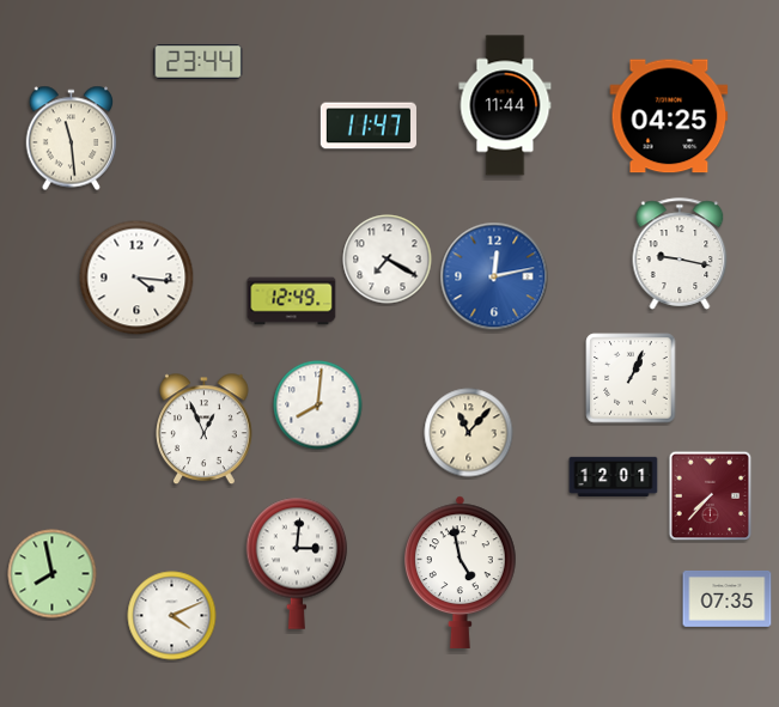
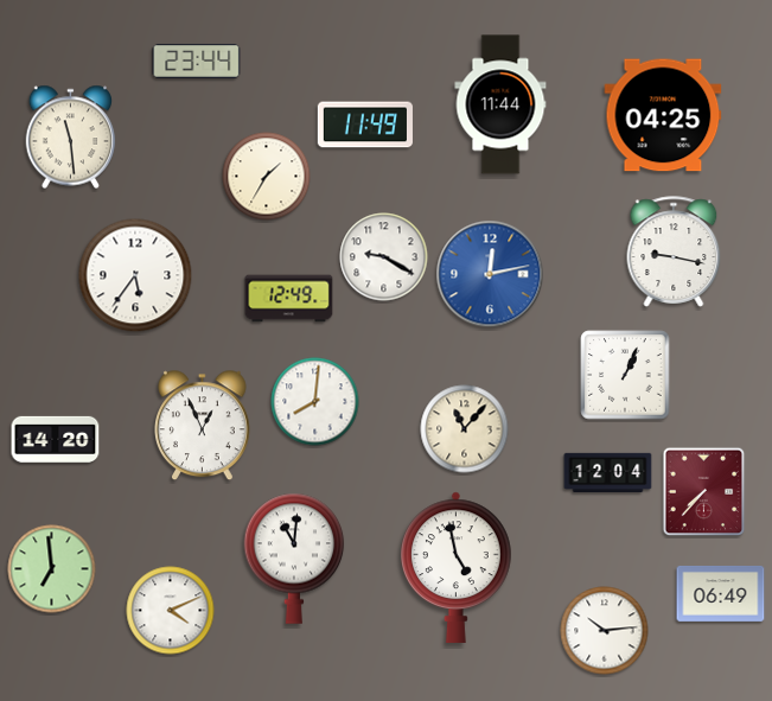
clock at (369, 126): 11:47 -> 11:49
clock at (267, 177): none -> 1:35
clock at (388, 260): 7:20 -> 9:20
clock at (136, 278): 4:16 -> 5:36
clock at (56, 439): none -> 14:20
clock at (614, 477): 12:01 -> 12:04
clock at (297, 563): 3:01 -> 11:01
clock at (53, 574): 7:58 -> 6:59
clock at (728, 598): 07:35 -> 06:49
clock at (605, 631): none -> 10:14
